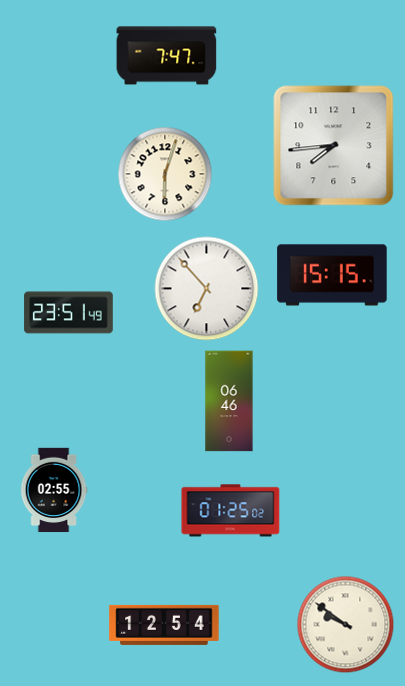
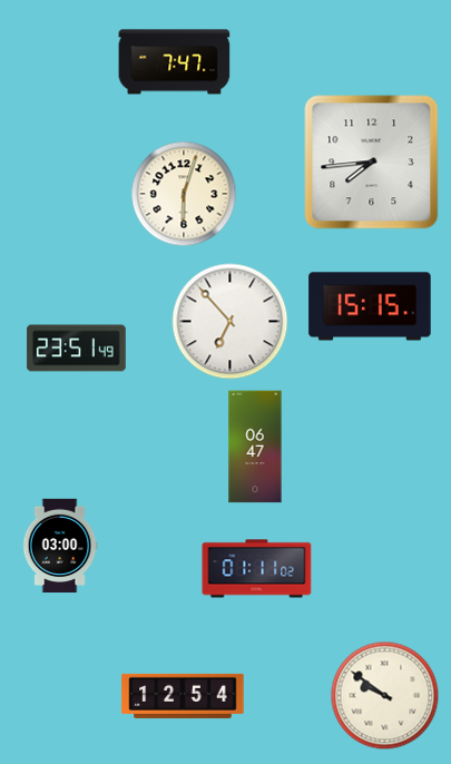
clock at (167, 56) position: (167, 56) -> (175, 62)
clock at (229, 401): 06:46 -> 06:47
clock at (54, 490): 02:55 -> 03:00
clock at (231, 511): 01:25 -> 01:11
